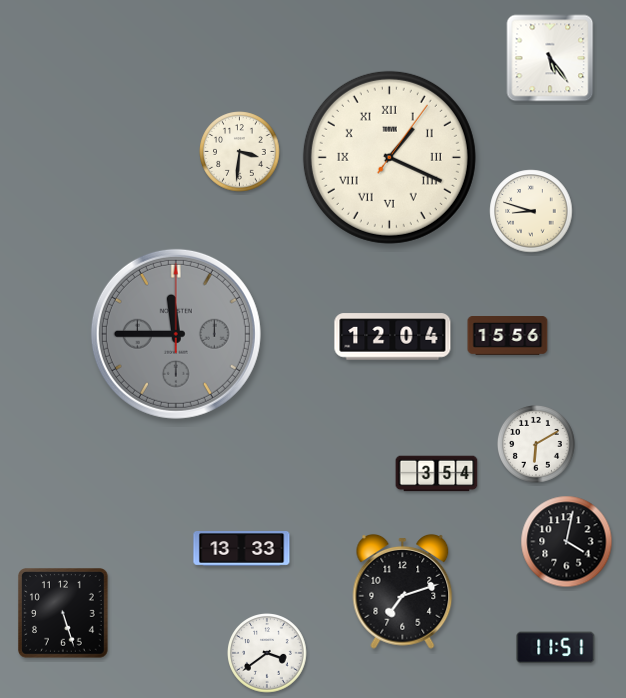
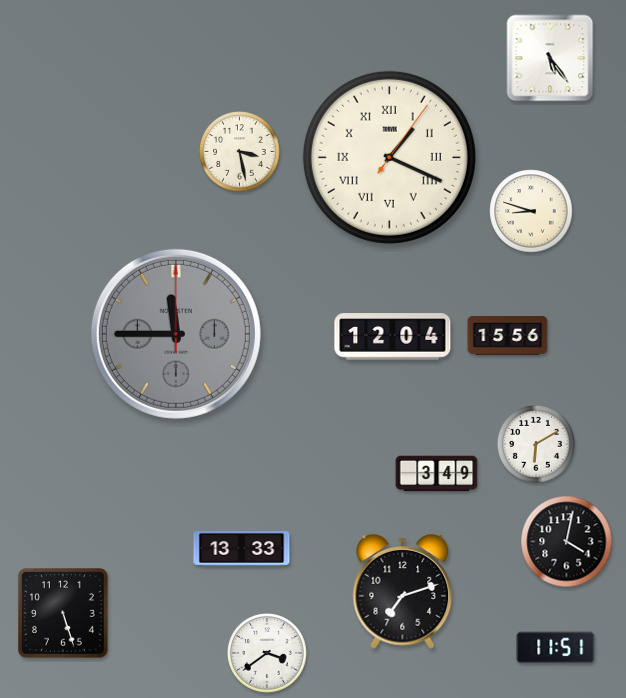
clock at (240, 152): 3:31 -> 3:28
clock at (437, 474): 3:54 -> 3:49
